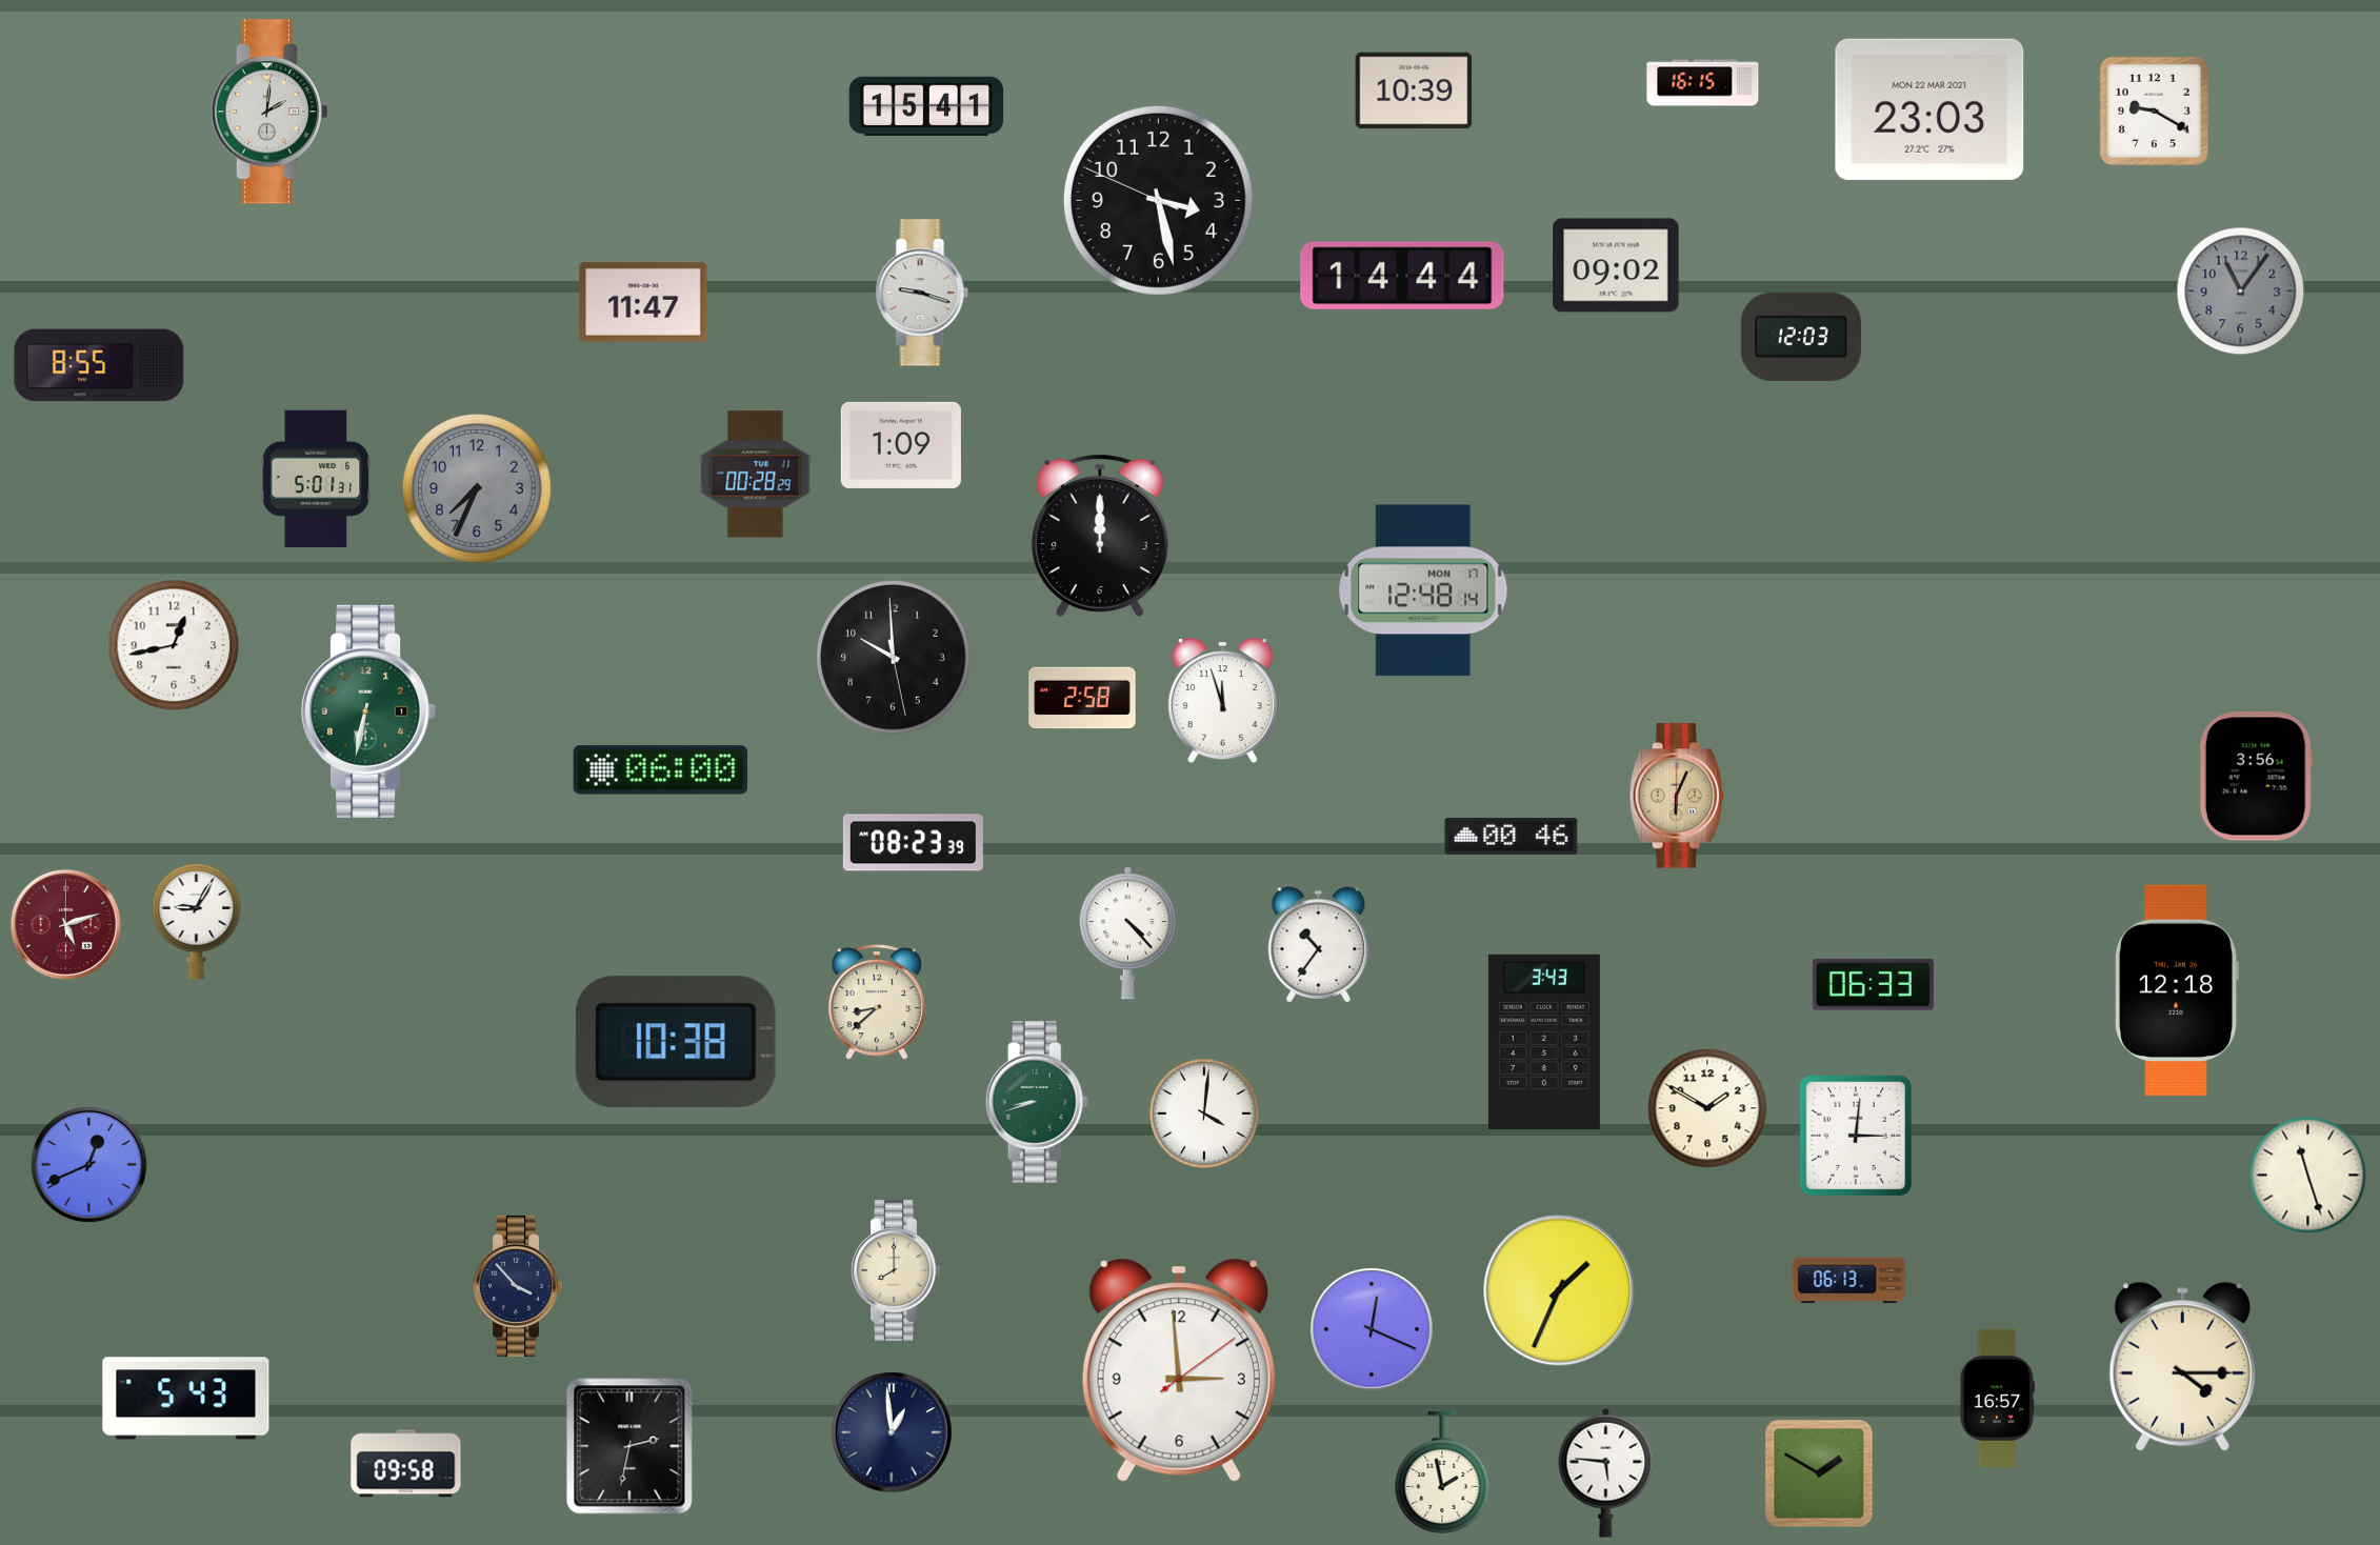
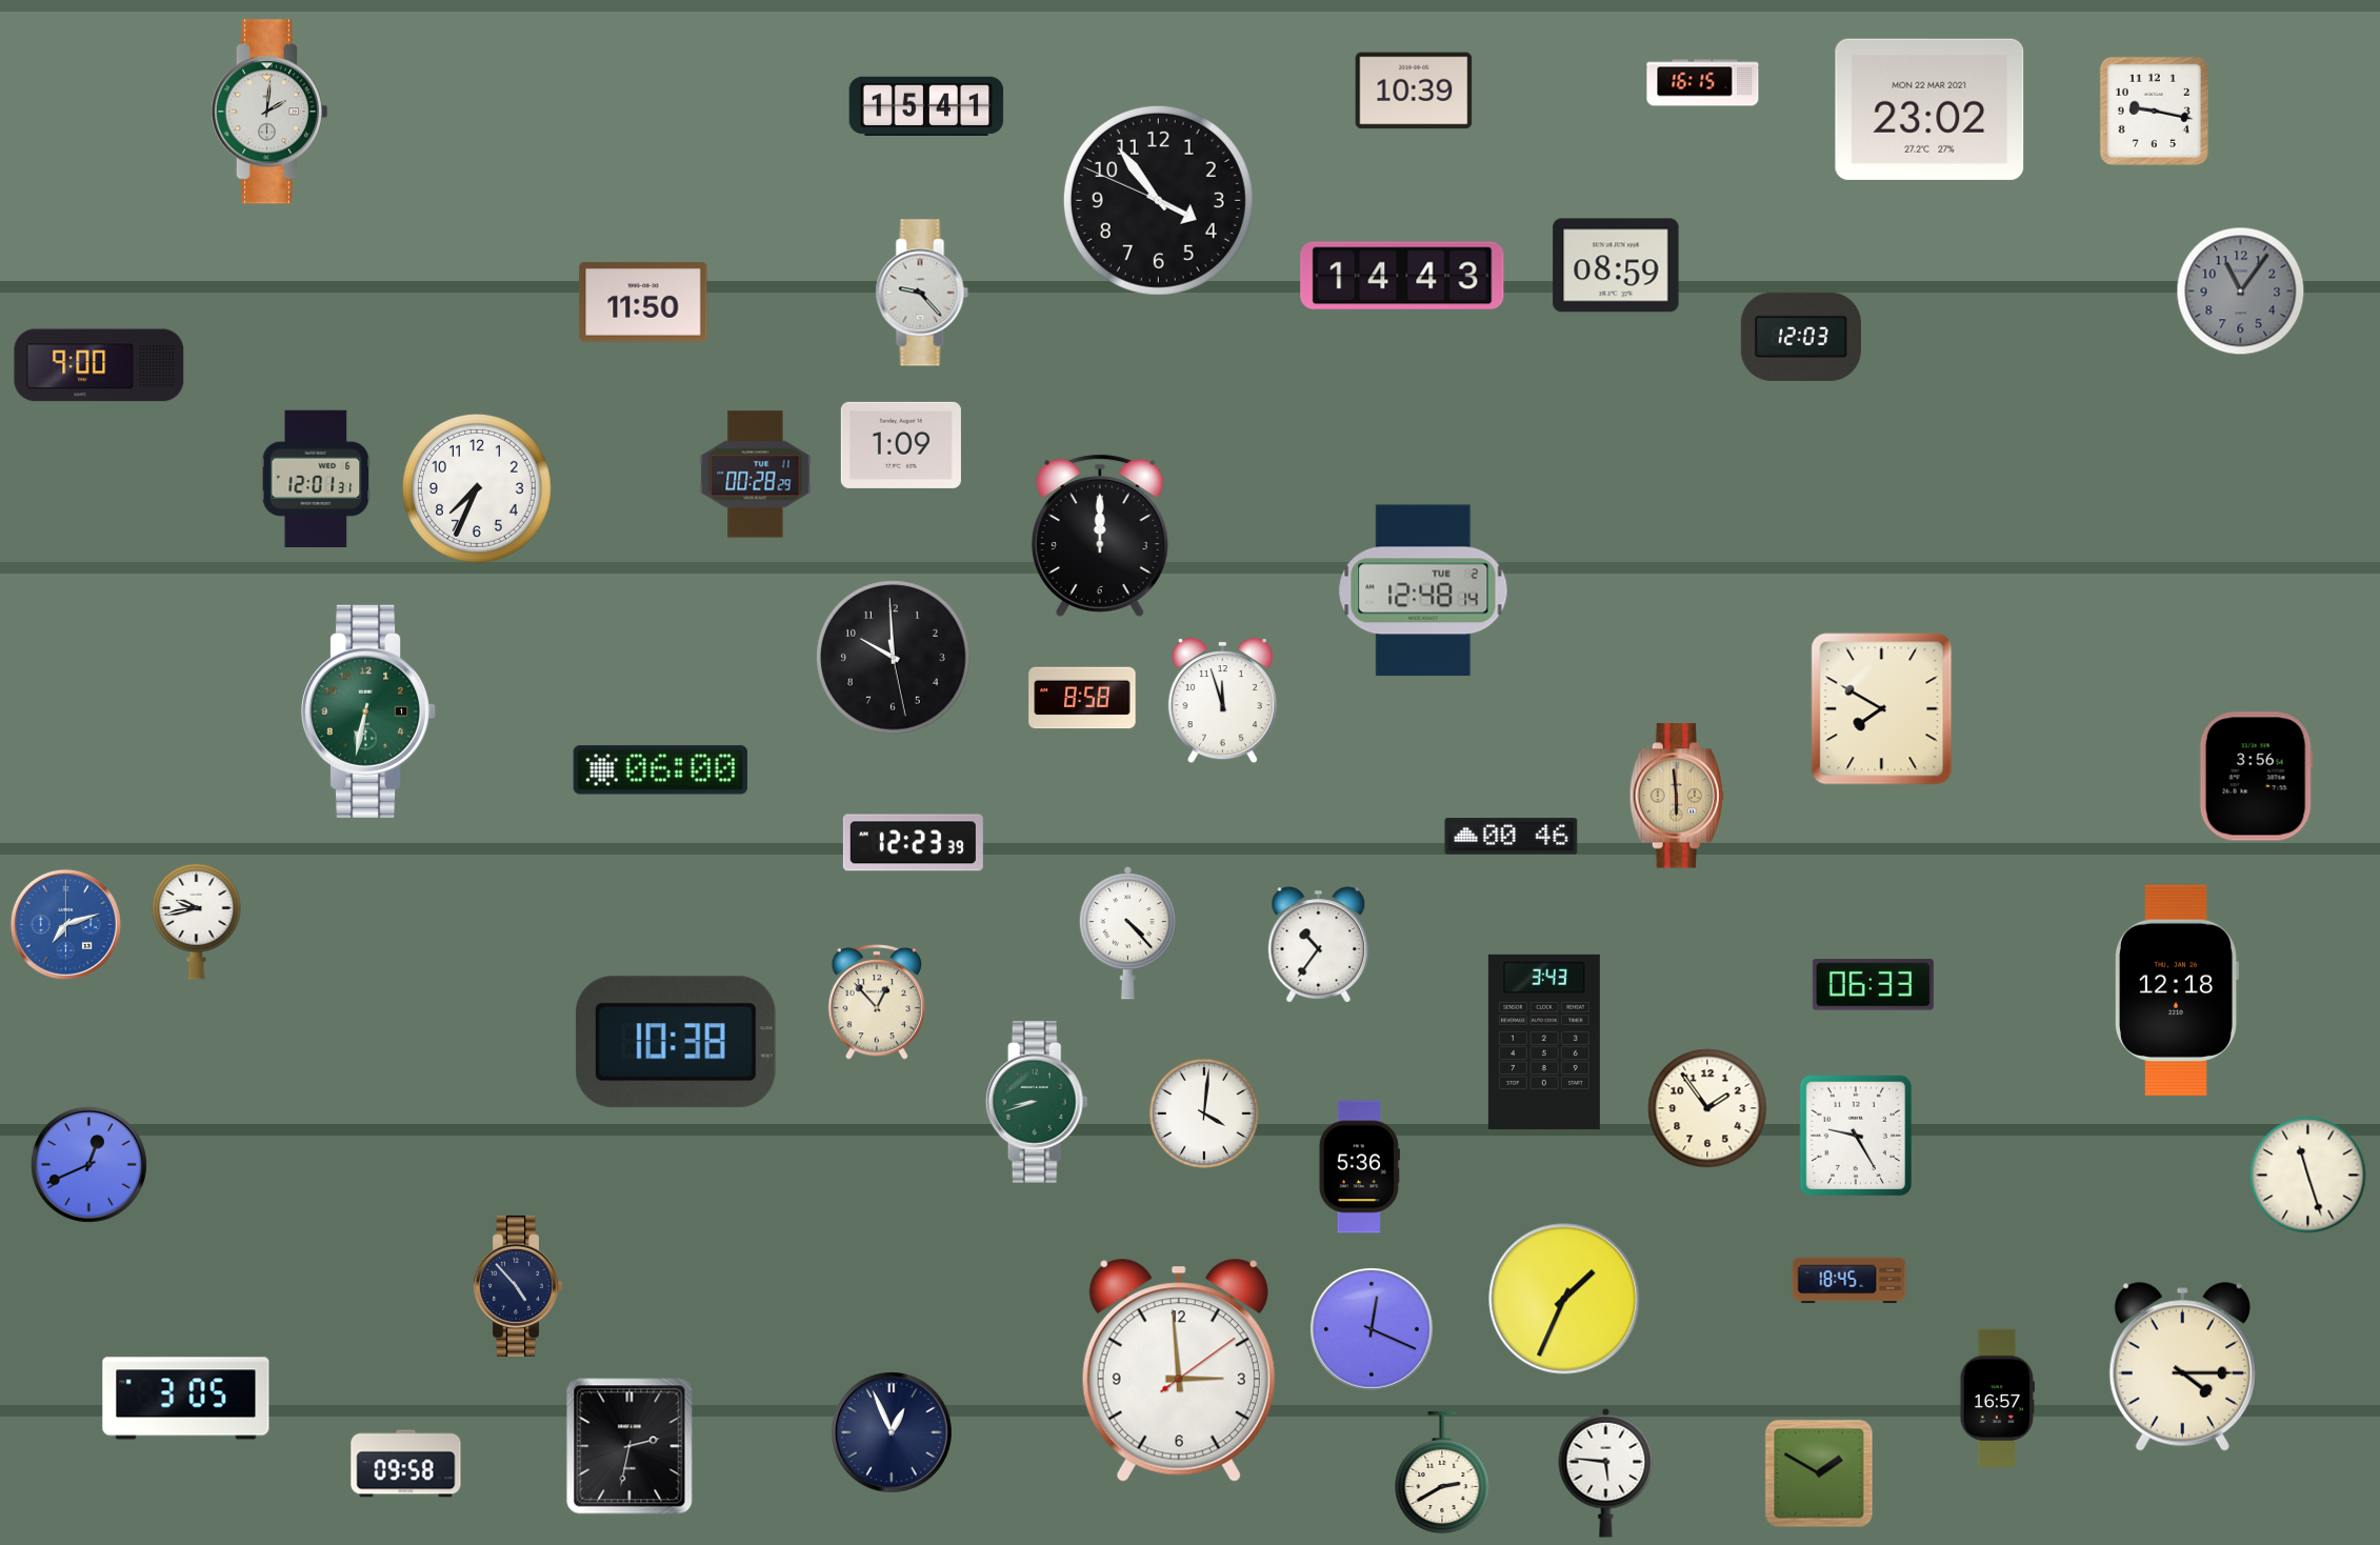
clock at (1929, 109): 23:03 -> 23:02
clock at (2154, 111): 9:20 -> 9:17
clock at (1158, 200): 3:27 -> 3:53
clock at (1616, 265): 09:02 -> 08:59
clock at (1402, 276): 14:44 -> 14:43
clock at (922, 293): 9:18 -> 9:23
clock at (643, 302): 11:47 -> 11:50
clock at (99, 365): 8:55 -> 9:00
clock at (316, 478): 5:01 -> 12:01
clock at (477, 488) dial: grey -> white
clock at (1423, 590) date: MON 17 -> TUE 2
clock at (174, 645): 12:43 -> none
clock at (1082, 698): 2:58 -> 8:58
clock at (1882, 709): none -> 7:50
clock at (1677, 796): 6:04 -> 5:59
clock at (913, 843): 08:23 -> 12:23
clock at (197, 921): 9:05 -> 9:43
clock at (65, 924): 5:12 -> 7:12
clock at (65, 924) dial: burgundy -> blue
clock at (877, 1003): 8:38 -> 12:53
clock at (1707, 1108): 1:50 -> 1:54
clock at (1856, 1136): 3:01 -> 9:25
clock at (1359, 1167): none -> 5:36
clock at (895, 1270): 8:00 -> none
clock at (1849, 1281): 06:13 -> 18:45
clock at (517, 1286): 3:53 -> 4:53
clock at (1559, 1290) position: (1559, 1290) -> (1564, 1299)
clock at (186, 1399): 5:43 -> 3:05
clock at (893, 1433): 12:59 -> 12:56
clock at (1442, 1472): 1:58 -> 2:40
